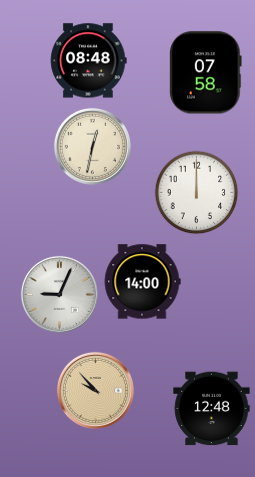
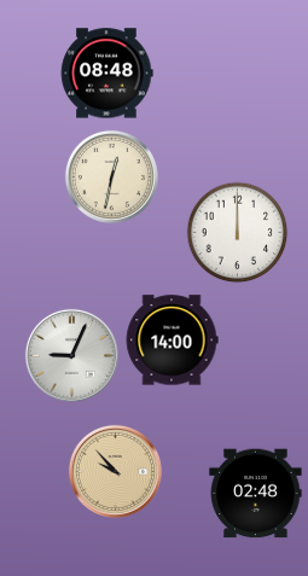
clock at (206, 73): 07:58 -> none
clock at (212, 409): 12:48 -> 02:48
